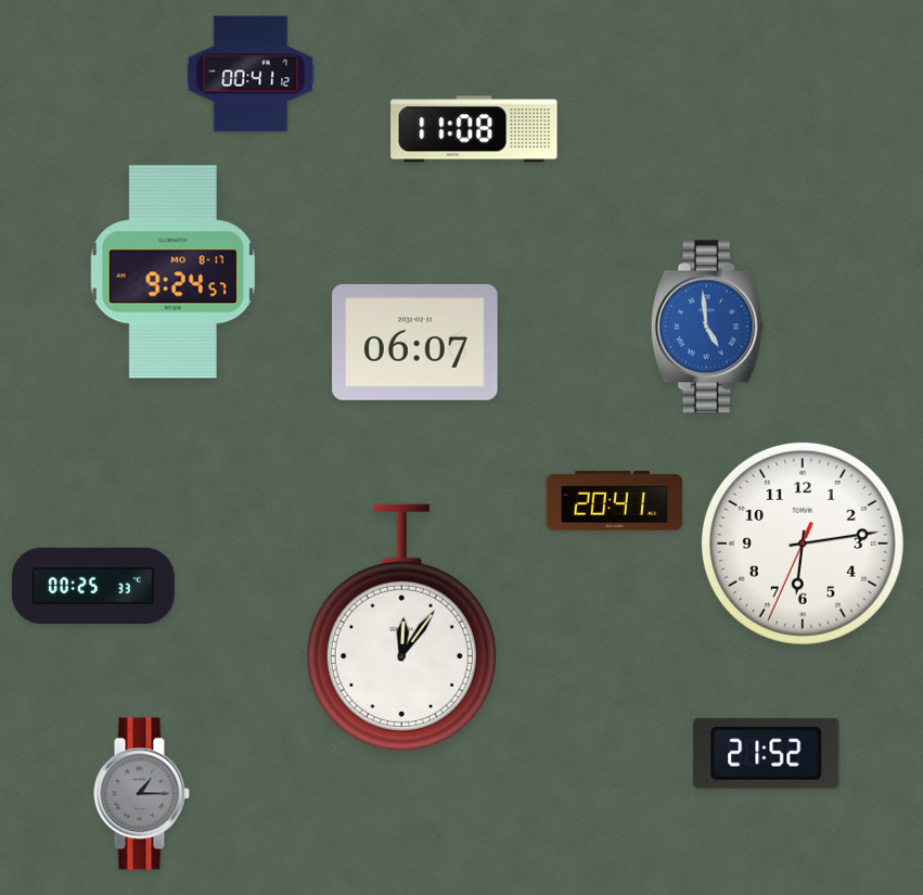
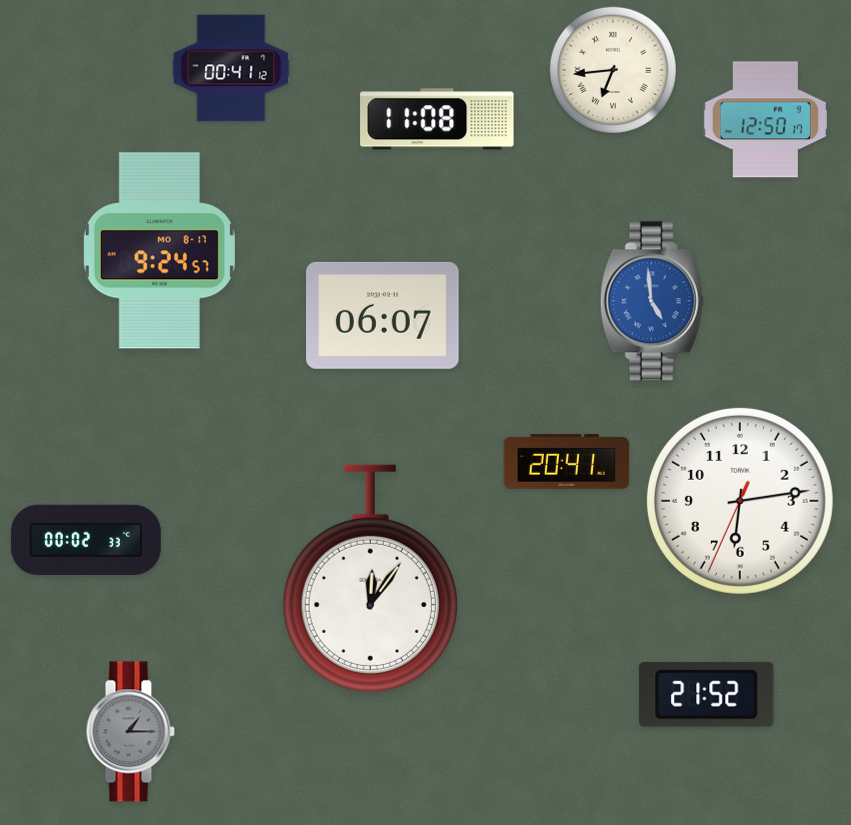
clock at (613, 70): none -> 6:44
clock at (765, 120): none -> 12:50
clock at (93, 585): 00:25 -> 00:02
